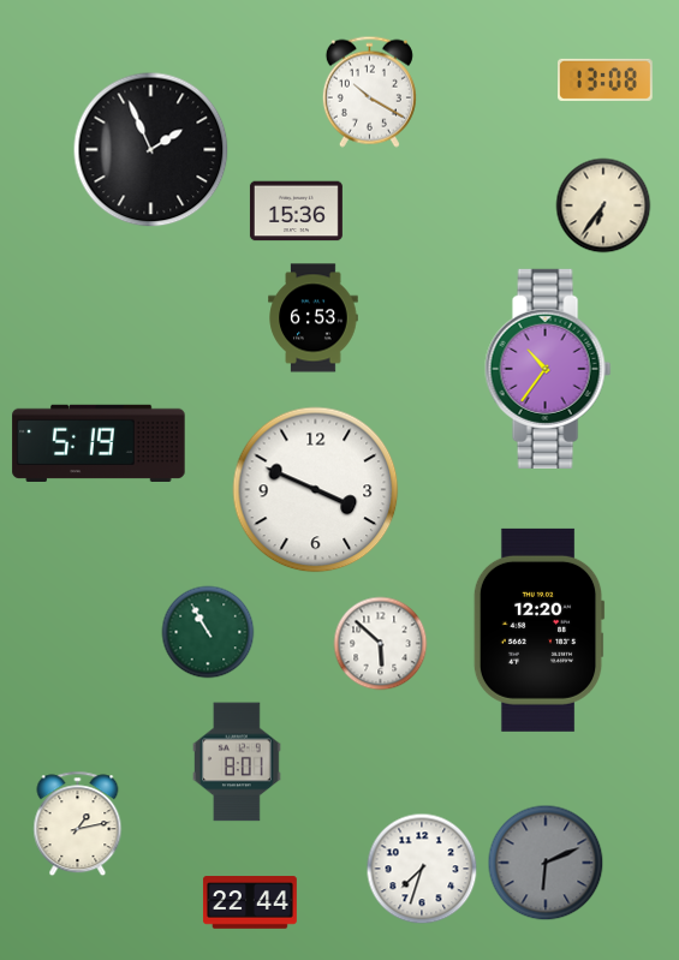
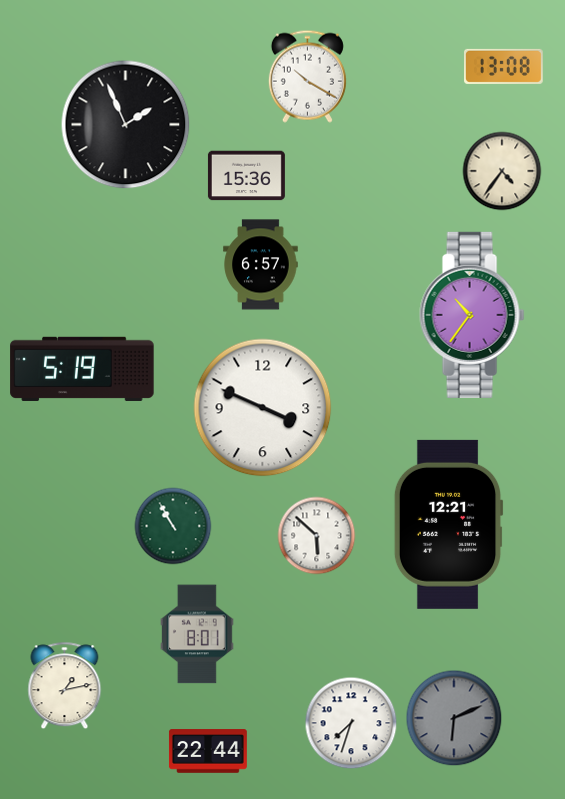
clock at (603, 205): 6:36 -> 4:36
clock at (314, 318): 6:53 -> 6:57
clock at (548, 369) position: (548, 369) -> (472, 315)
clock at (538, 630): 12:20 -> 12:21
